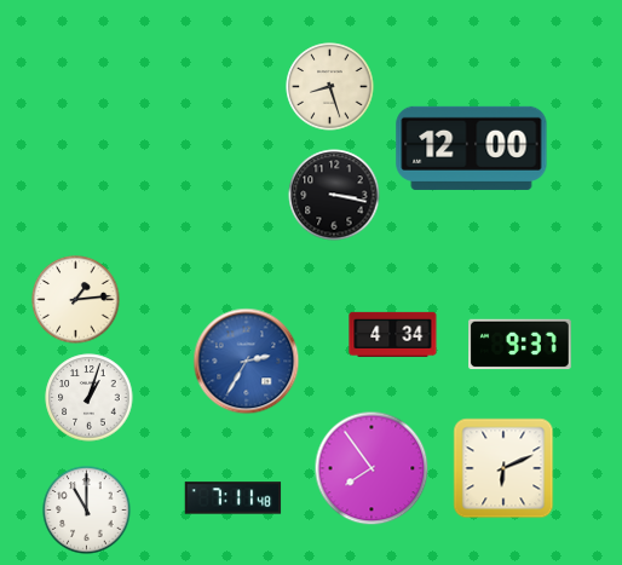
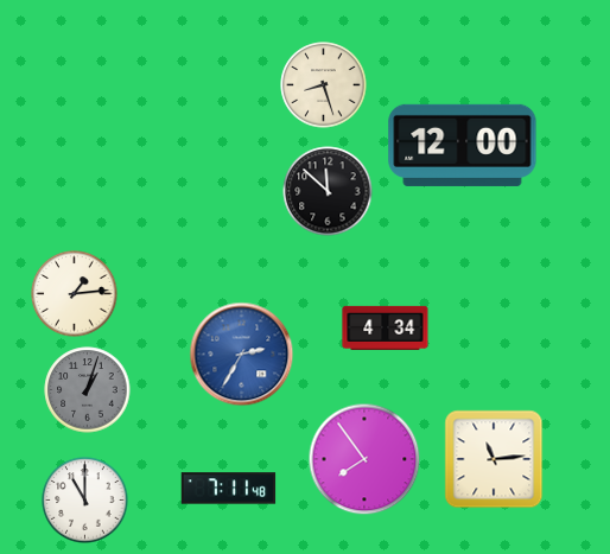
clock at (334, 195): 3:17 -> 11:52
clock at (520, 345): 9:37 -> none
clock at (90, 398) dial: white -> grey
clock at (503, 468): 6:11 -> 11:14
